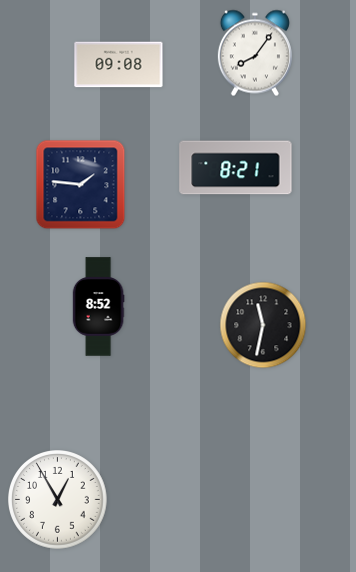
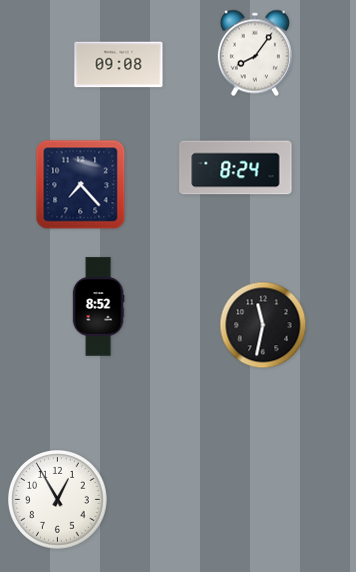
clock at (236, 168): 8:21 -> 8:24
clock at (81, 185): 1:46 -> 7:23
